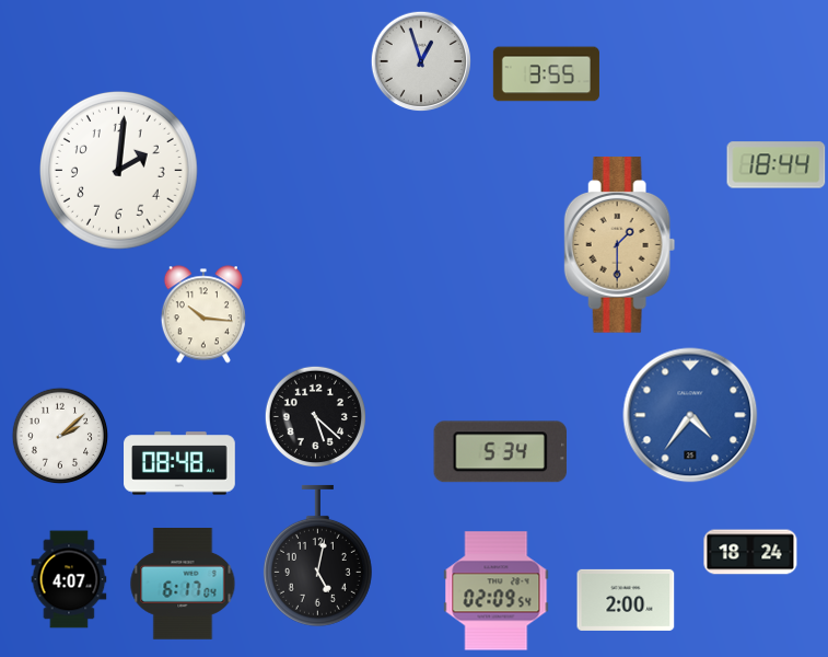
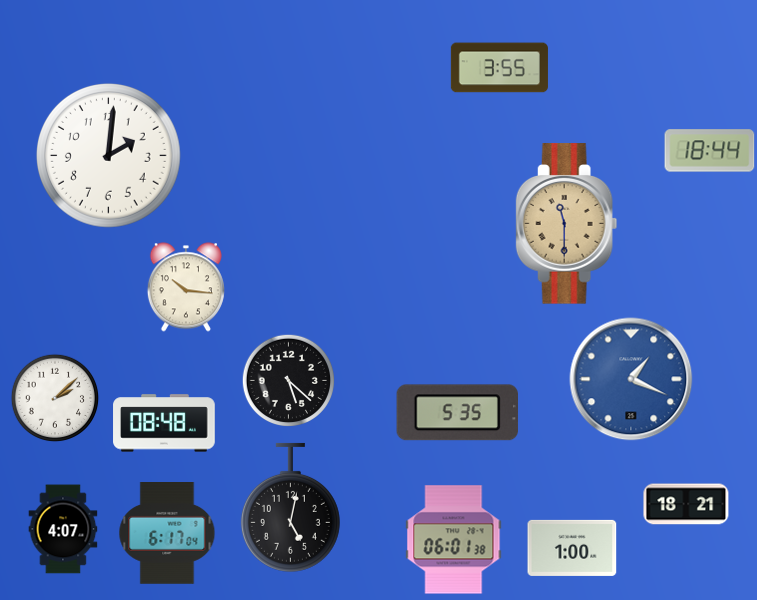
clock at (421, 61): 12:57 -> none
clock at (620, 245): 1:30 -> 11:30
clock at (690, 415): 4:36 -> 1:19
clock at (500, 452): 5:34 -> 5:35
clock at (750, 552): 18:24 -> 18:21
clock at (497, 591): 02:09 -> 06:01
clock at (626, 600): 2:00 -> 1:00
